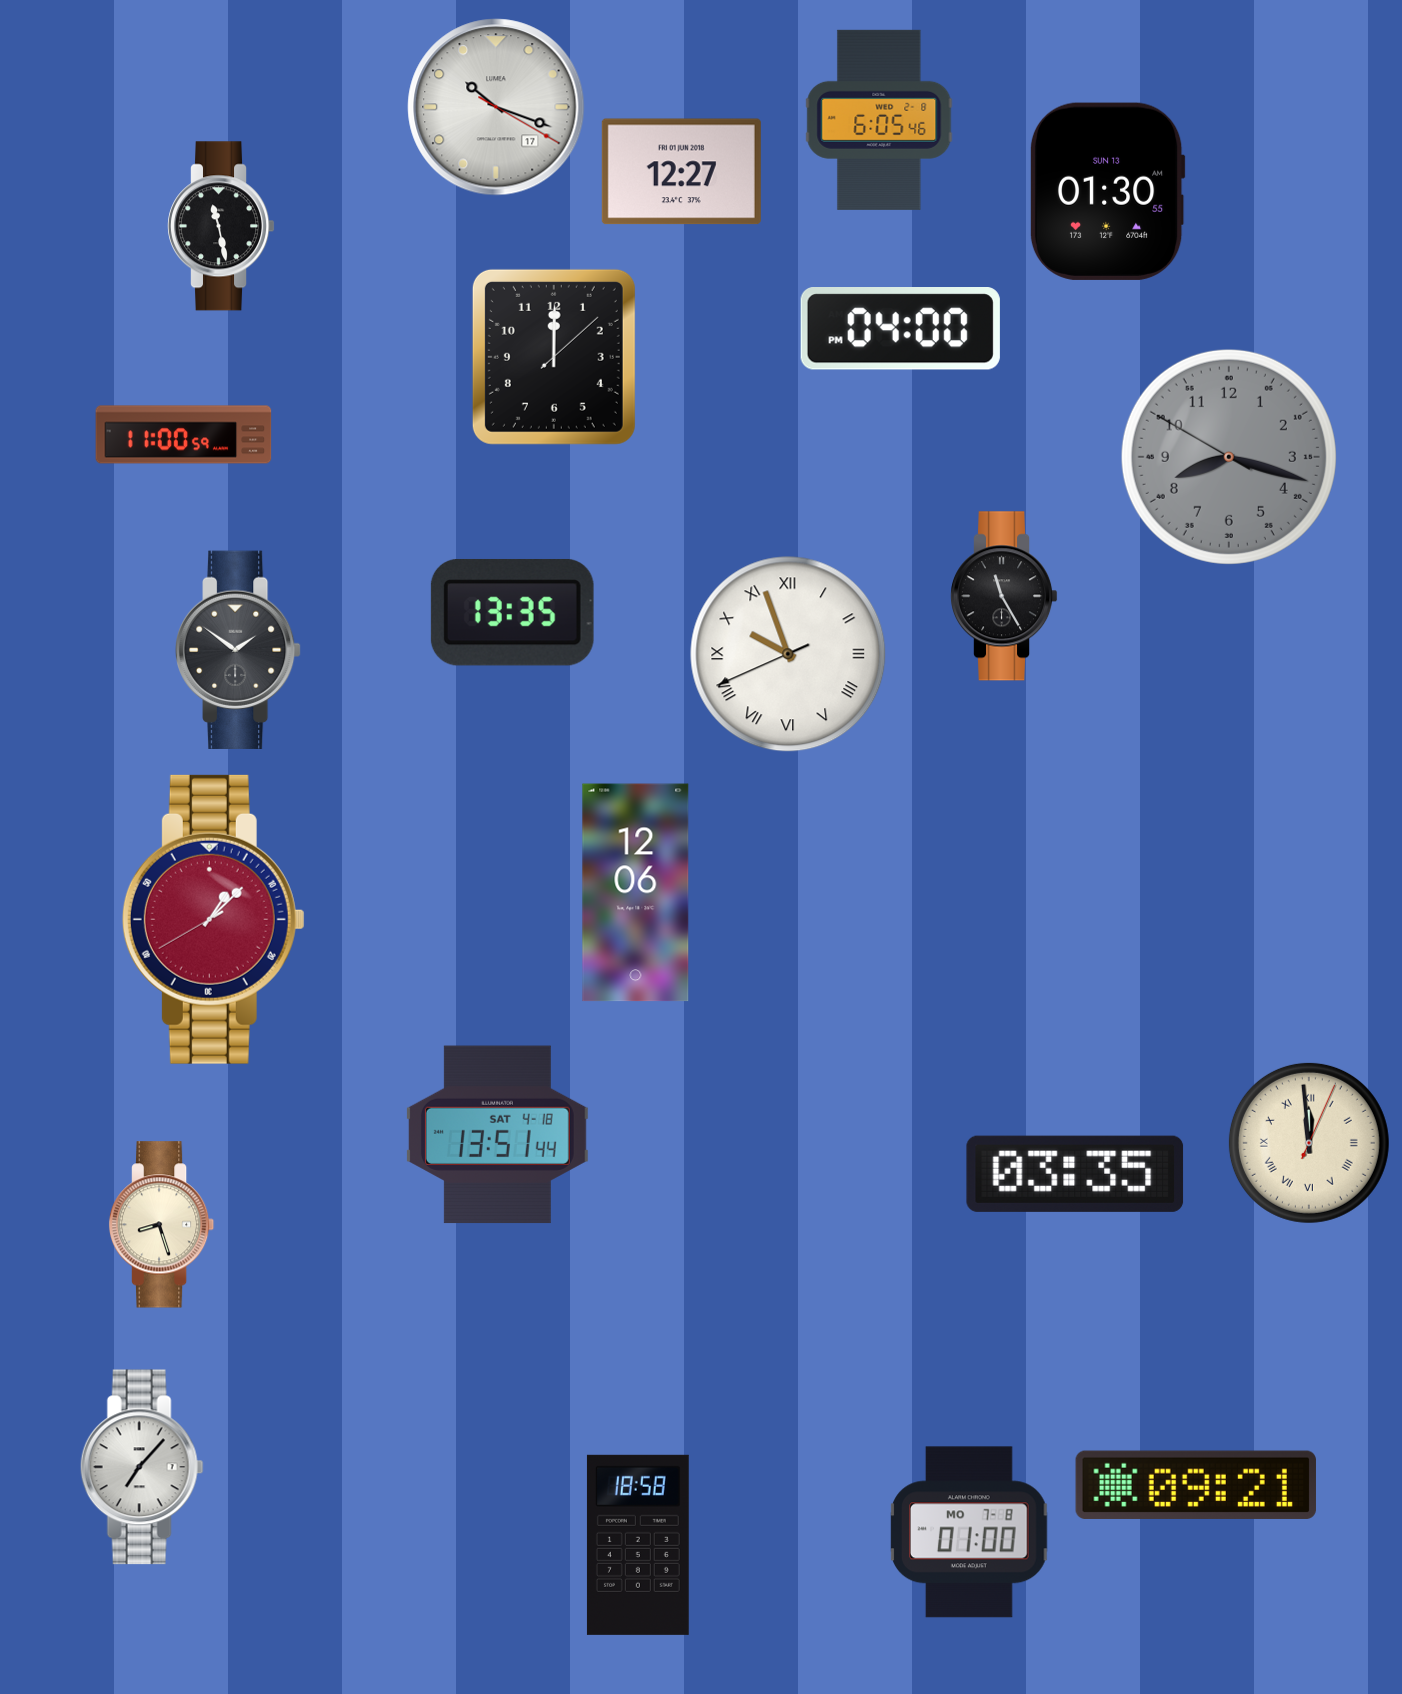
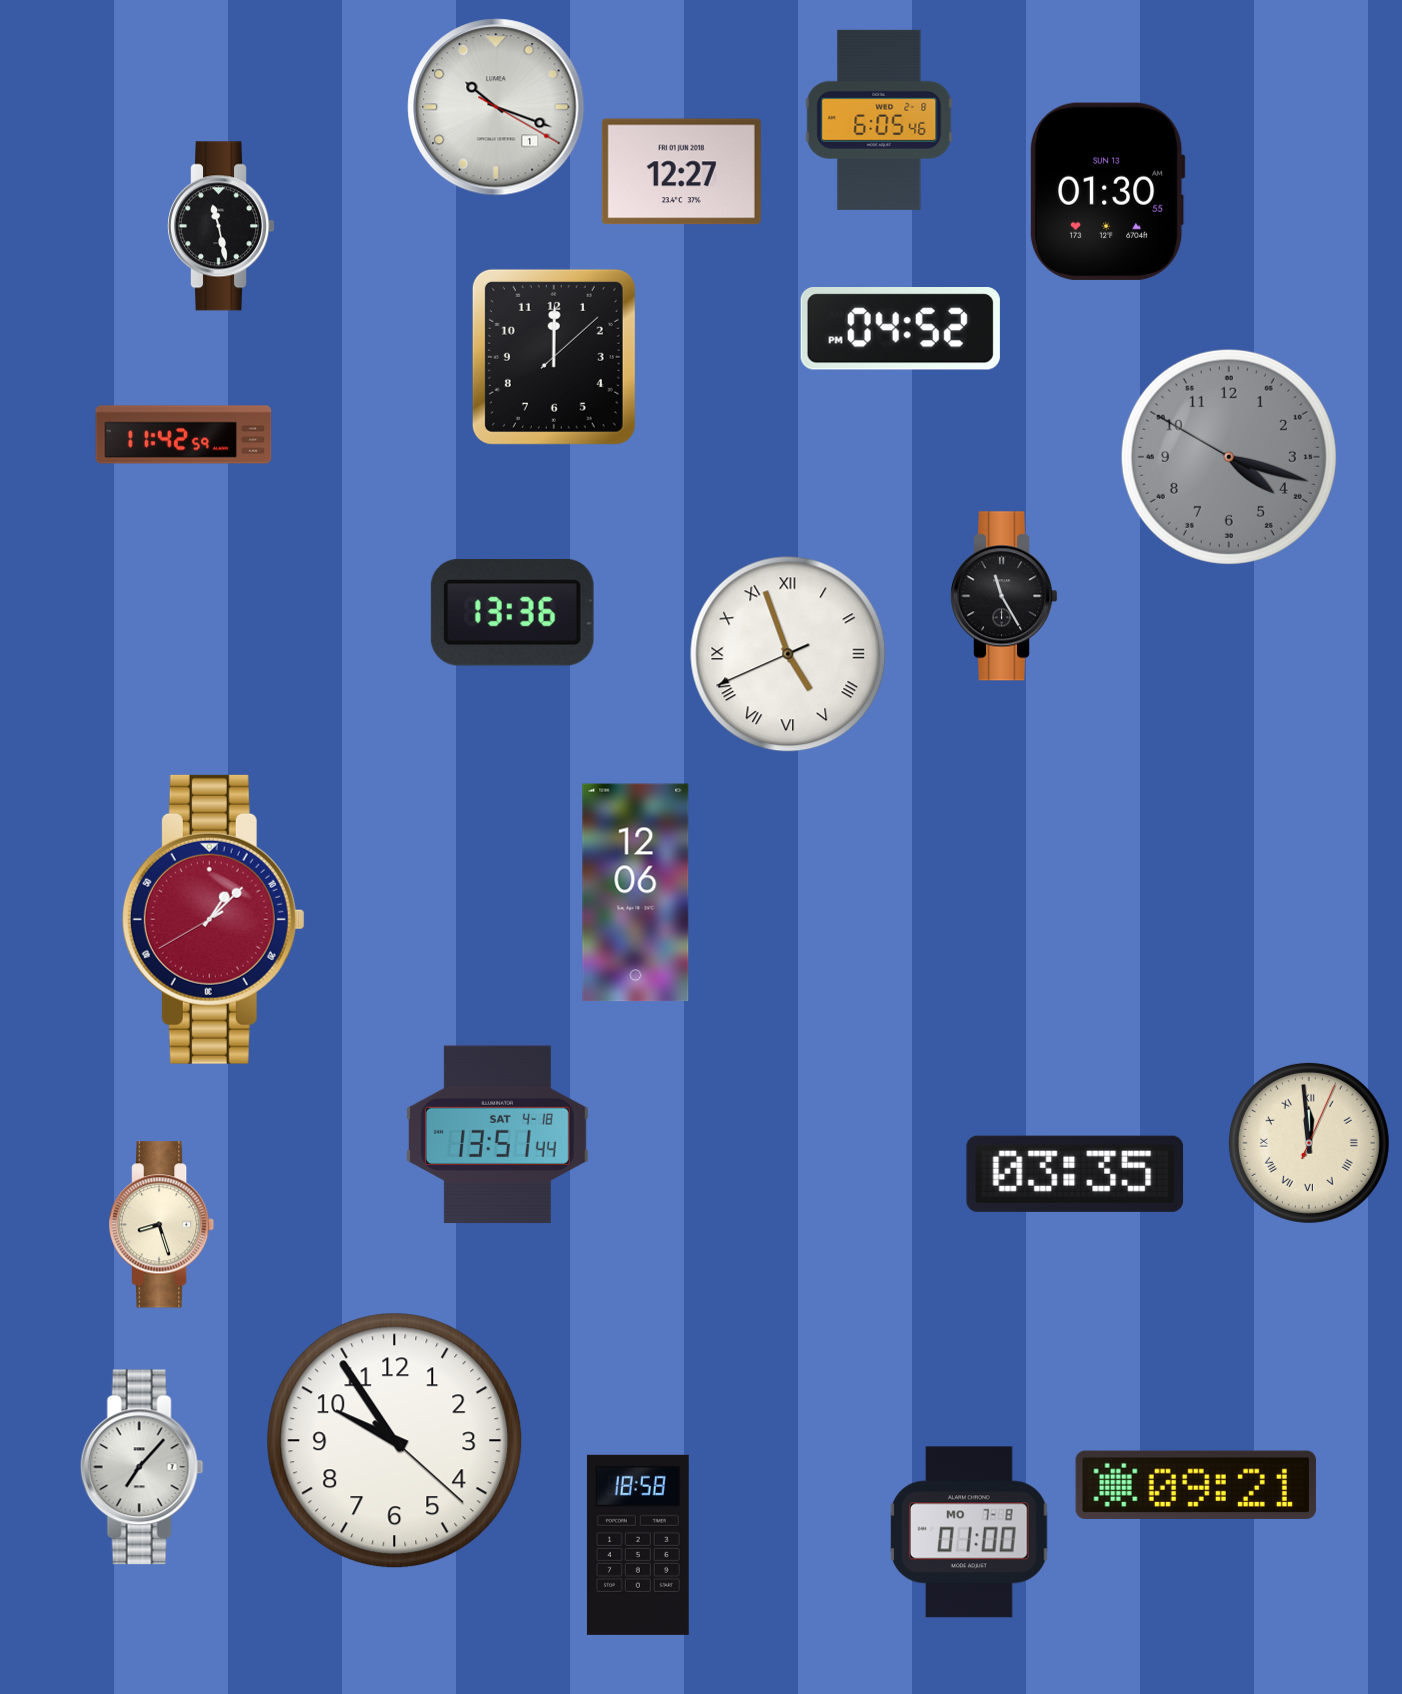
clock at (496, 107) date: 17 -> 1
clock at (900, 329): 04:00 -> 04:52
clock at (184, 435): 11:00 -> 11:42
clock at (1229, 457): 8:17 -> 4:17
clock at (512, 612): 13:35 -> 13:36
clock at (239, 650): 1:51 -> none
clock at (788, 654): 9:56 -> 4:56
clock at (395, 1441): none -> 9:54
